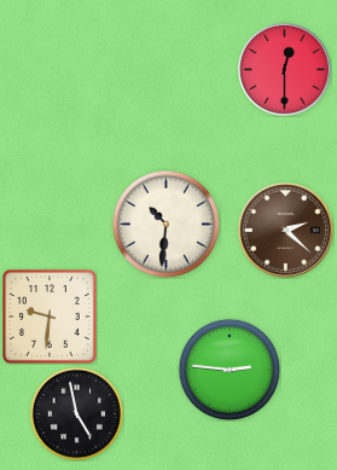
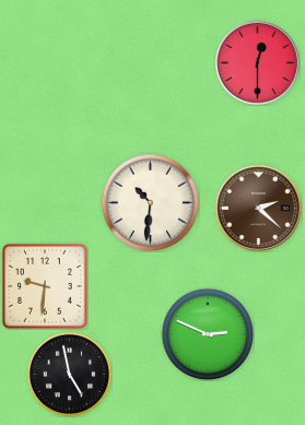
clock at (229, 370): 2:46 -> 2:49
